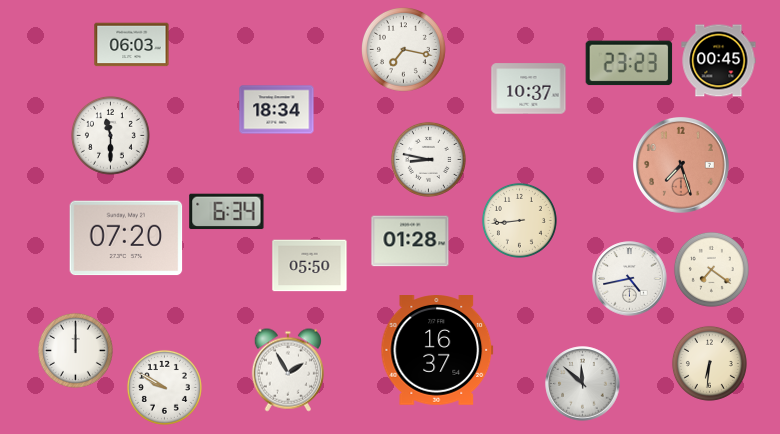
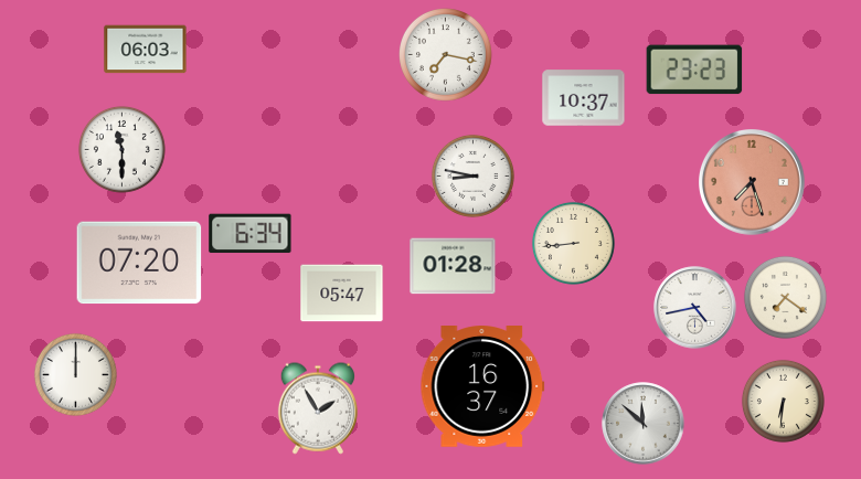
clock at (719, 61): 00:45 -> none
clock at (277, 110): 18:34 -> none
clock at (310, 266): 05:50 -> 05:47
clock at (75, 350) position: (75, 350) -> (75, 374)
clock at (164, 387): 9:50 -> none
